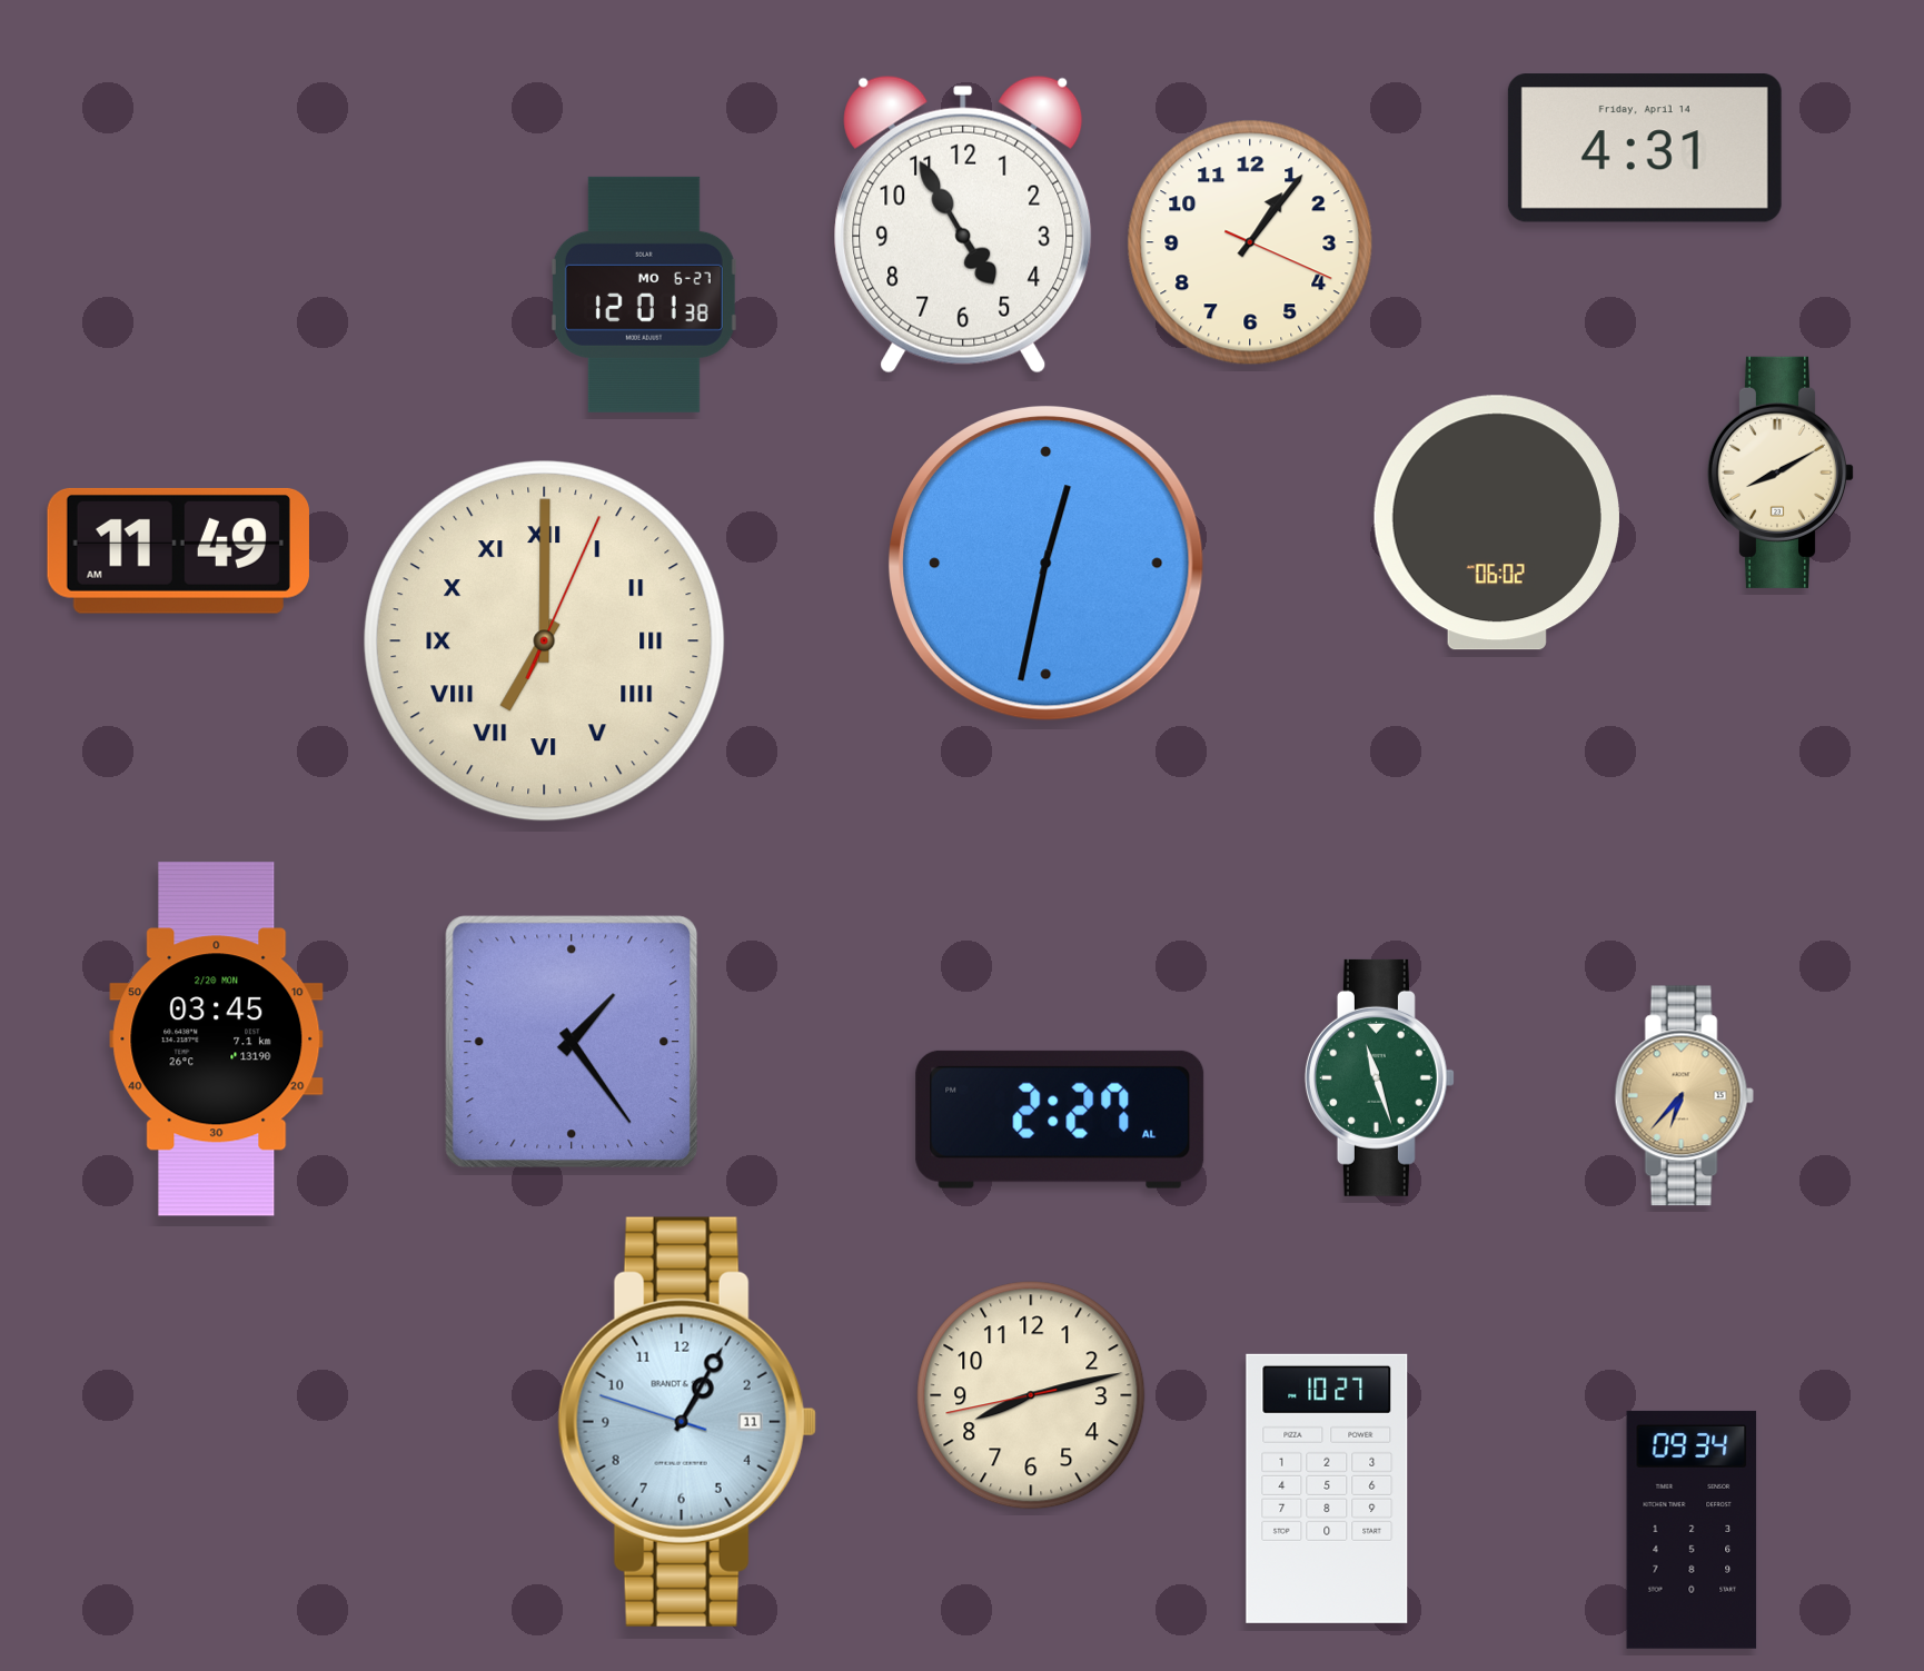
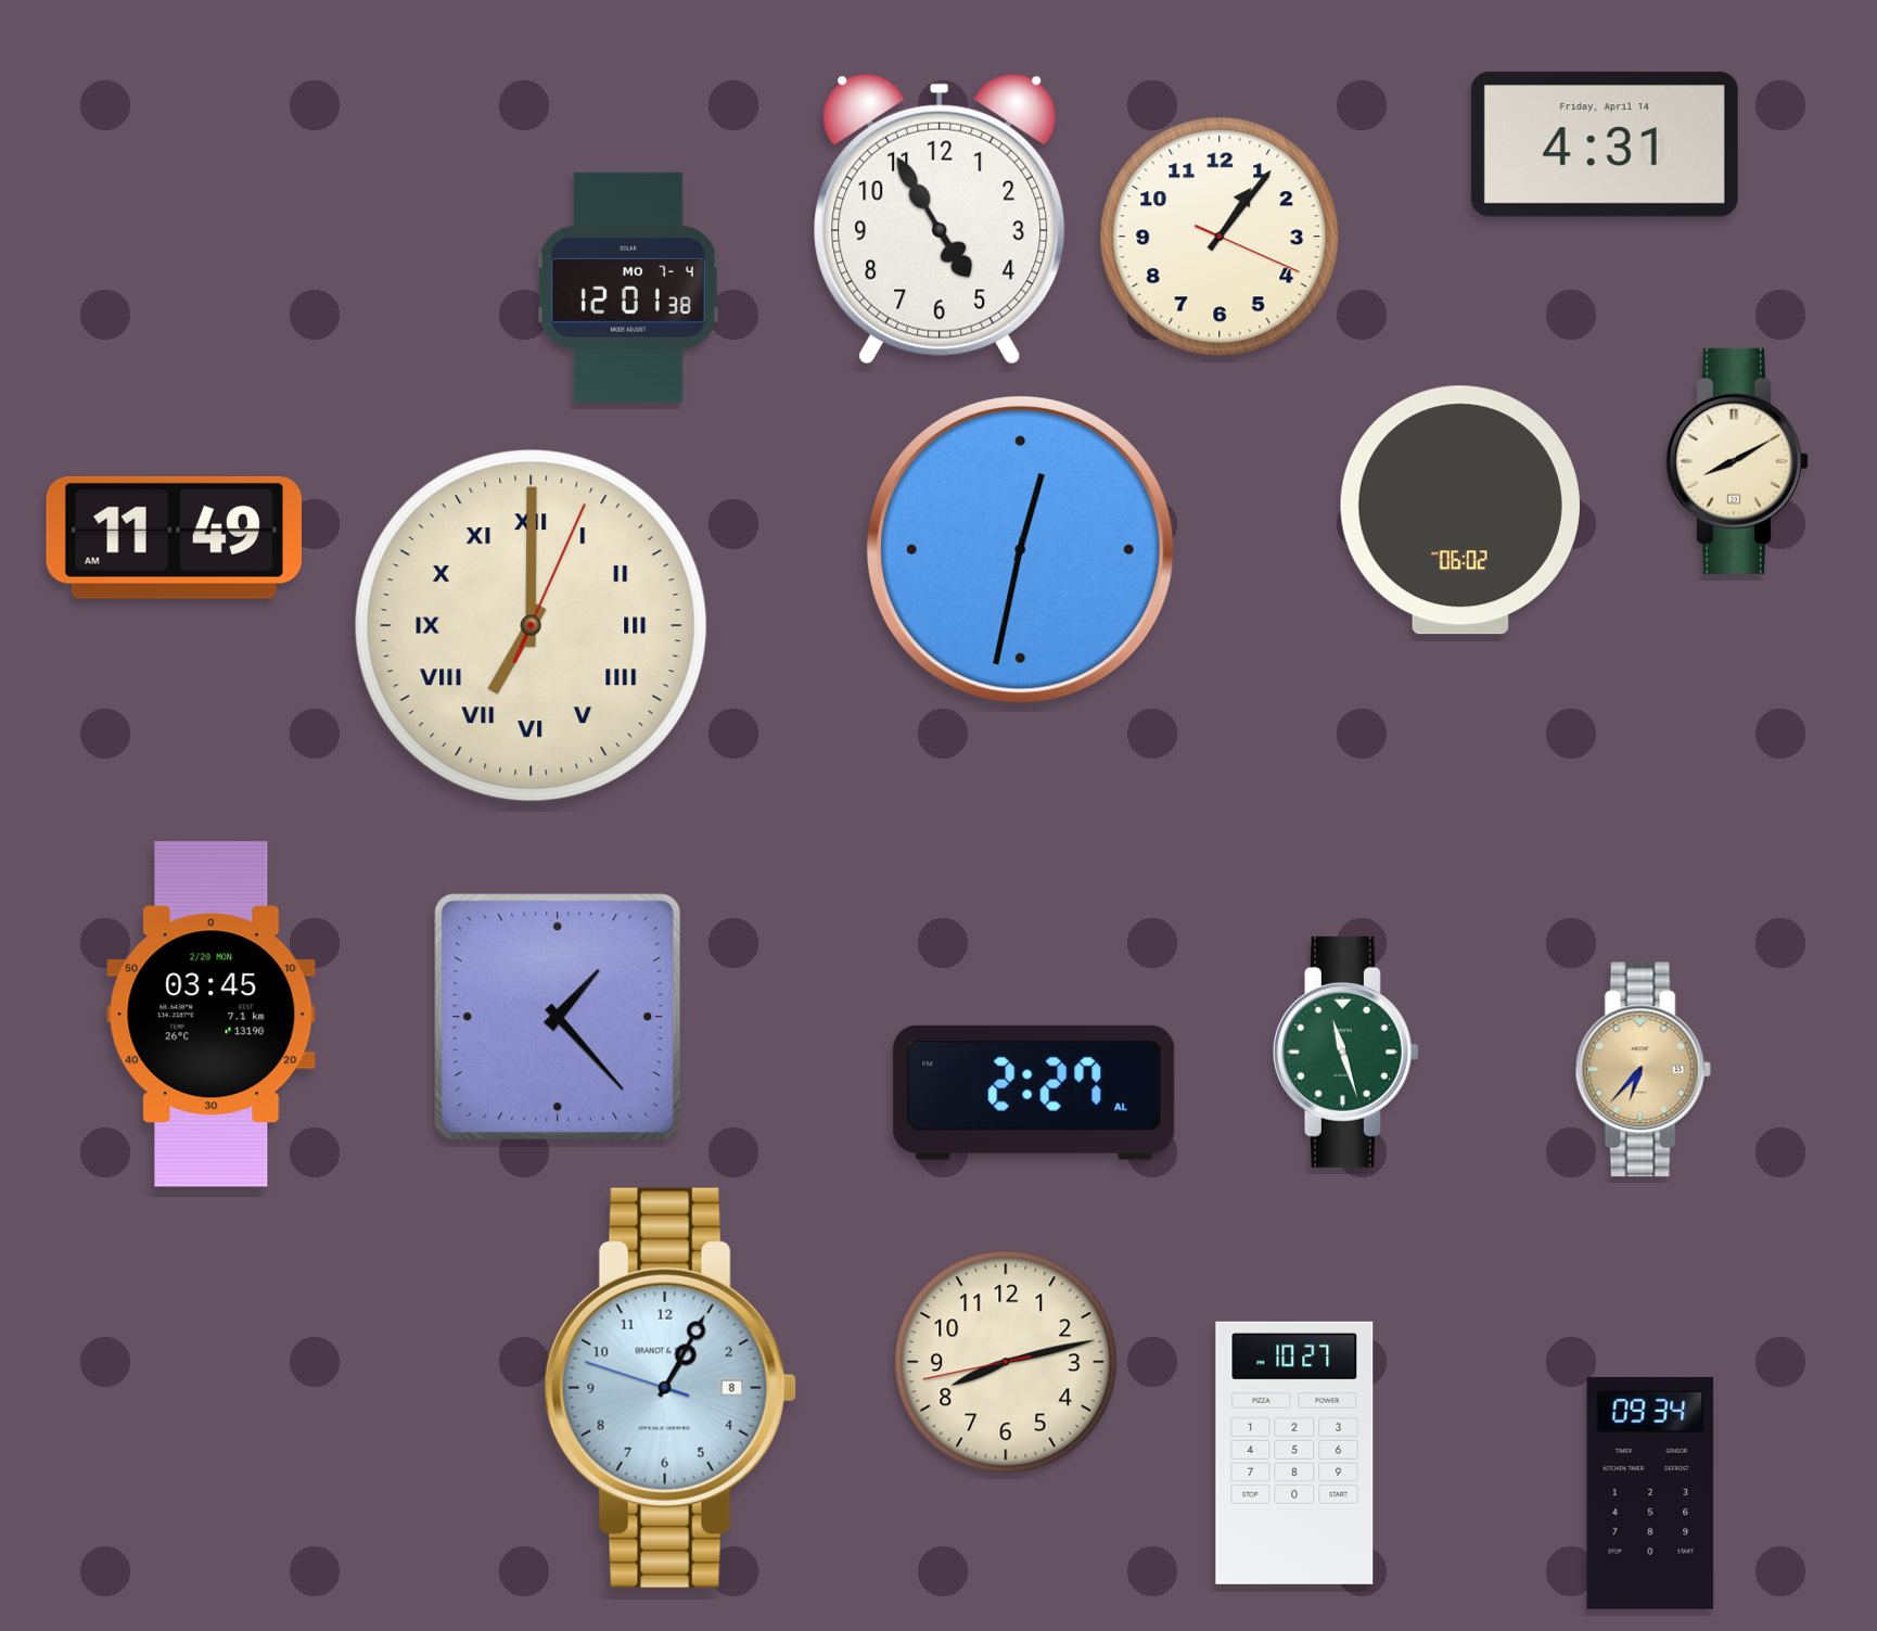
clock at (644, 295) date: MO 6-27 -> MO 7-4
clock at (572, 1042): 1:24 -> 1:23
clock at (687, 1422) date: 11 -> 8
